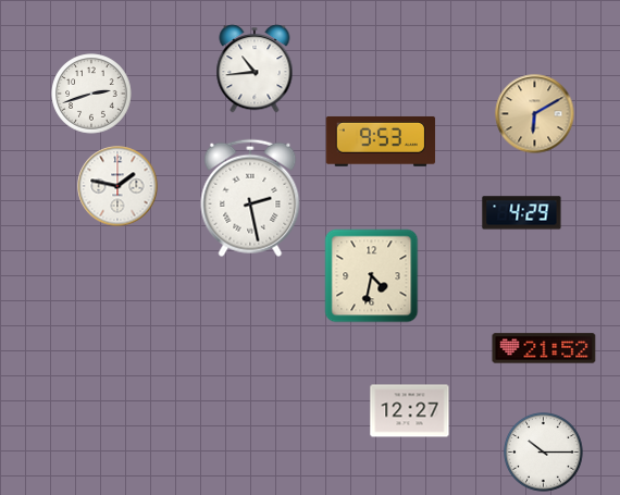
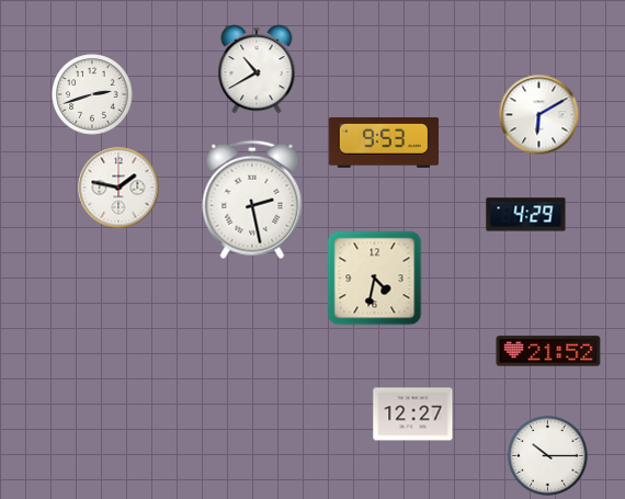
clock at (255, 69): 10:44 -> 10:40
clock at (535, 114) dial: champagne -> white
